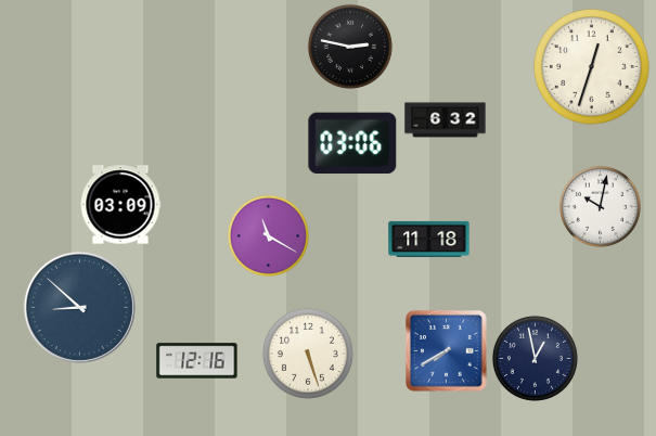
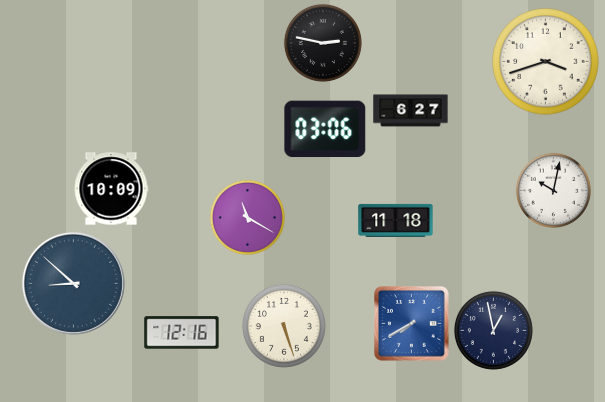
clock at (592, 67): 12:33 -> 3:42
clock at (446, 120): 6:32 -> 6:27
clock at (352, 143) position: (352, 143) -> (325, 129)
clock at (120, 205): 03:09 -> 10:09
